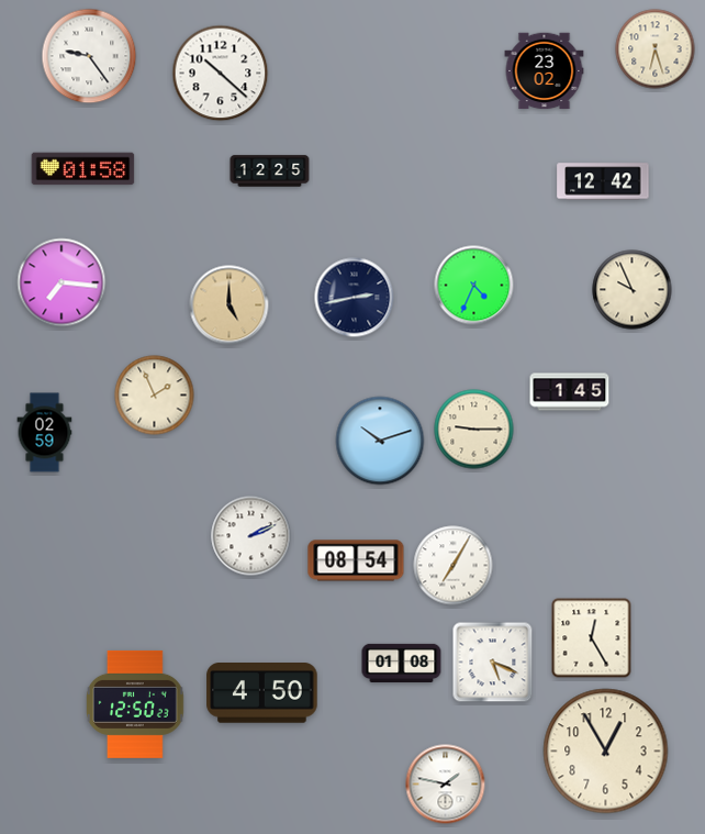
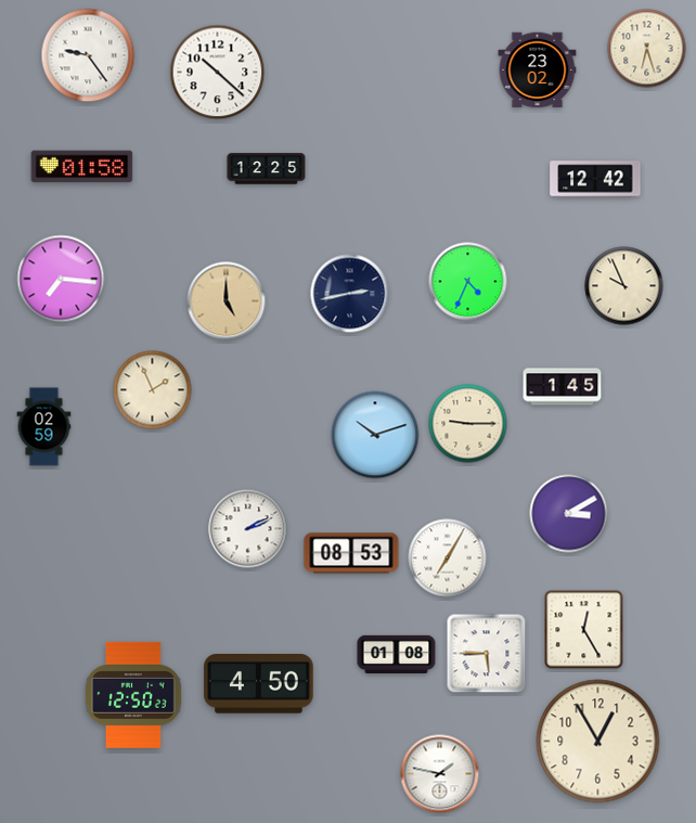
clock at (569, 514): none -> 3:10
clock at (356, 560): 08:54 -> 08:53
clock at (493, 663): 5:19 -> 5:45
